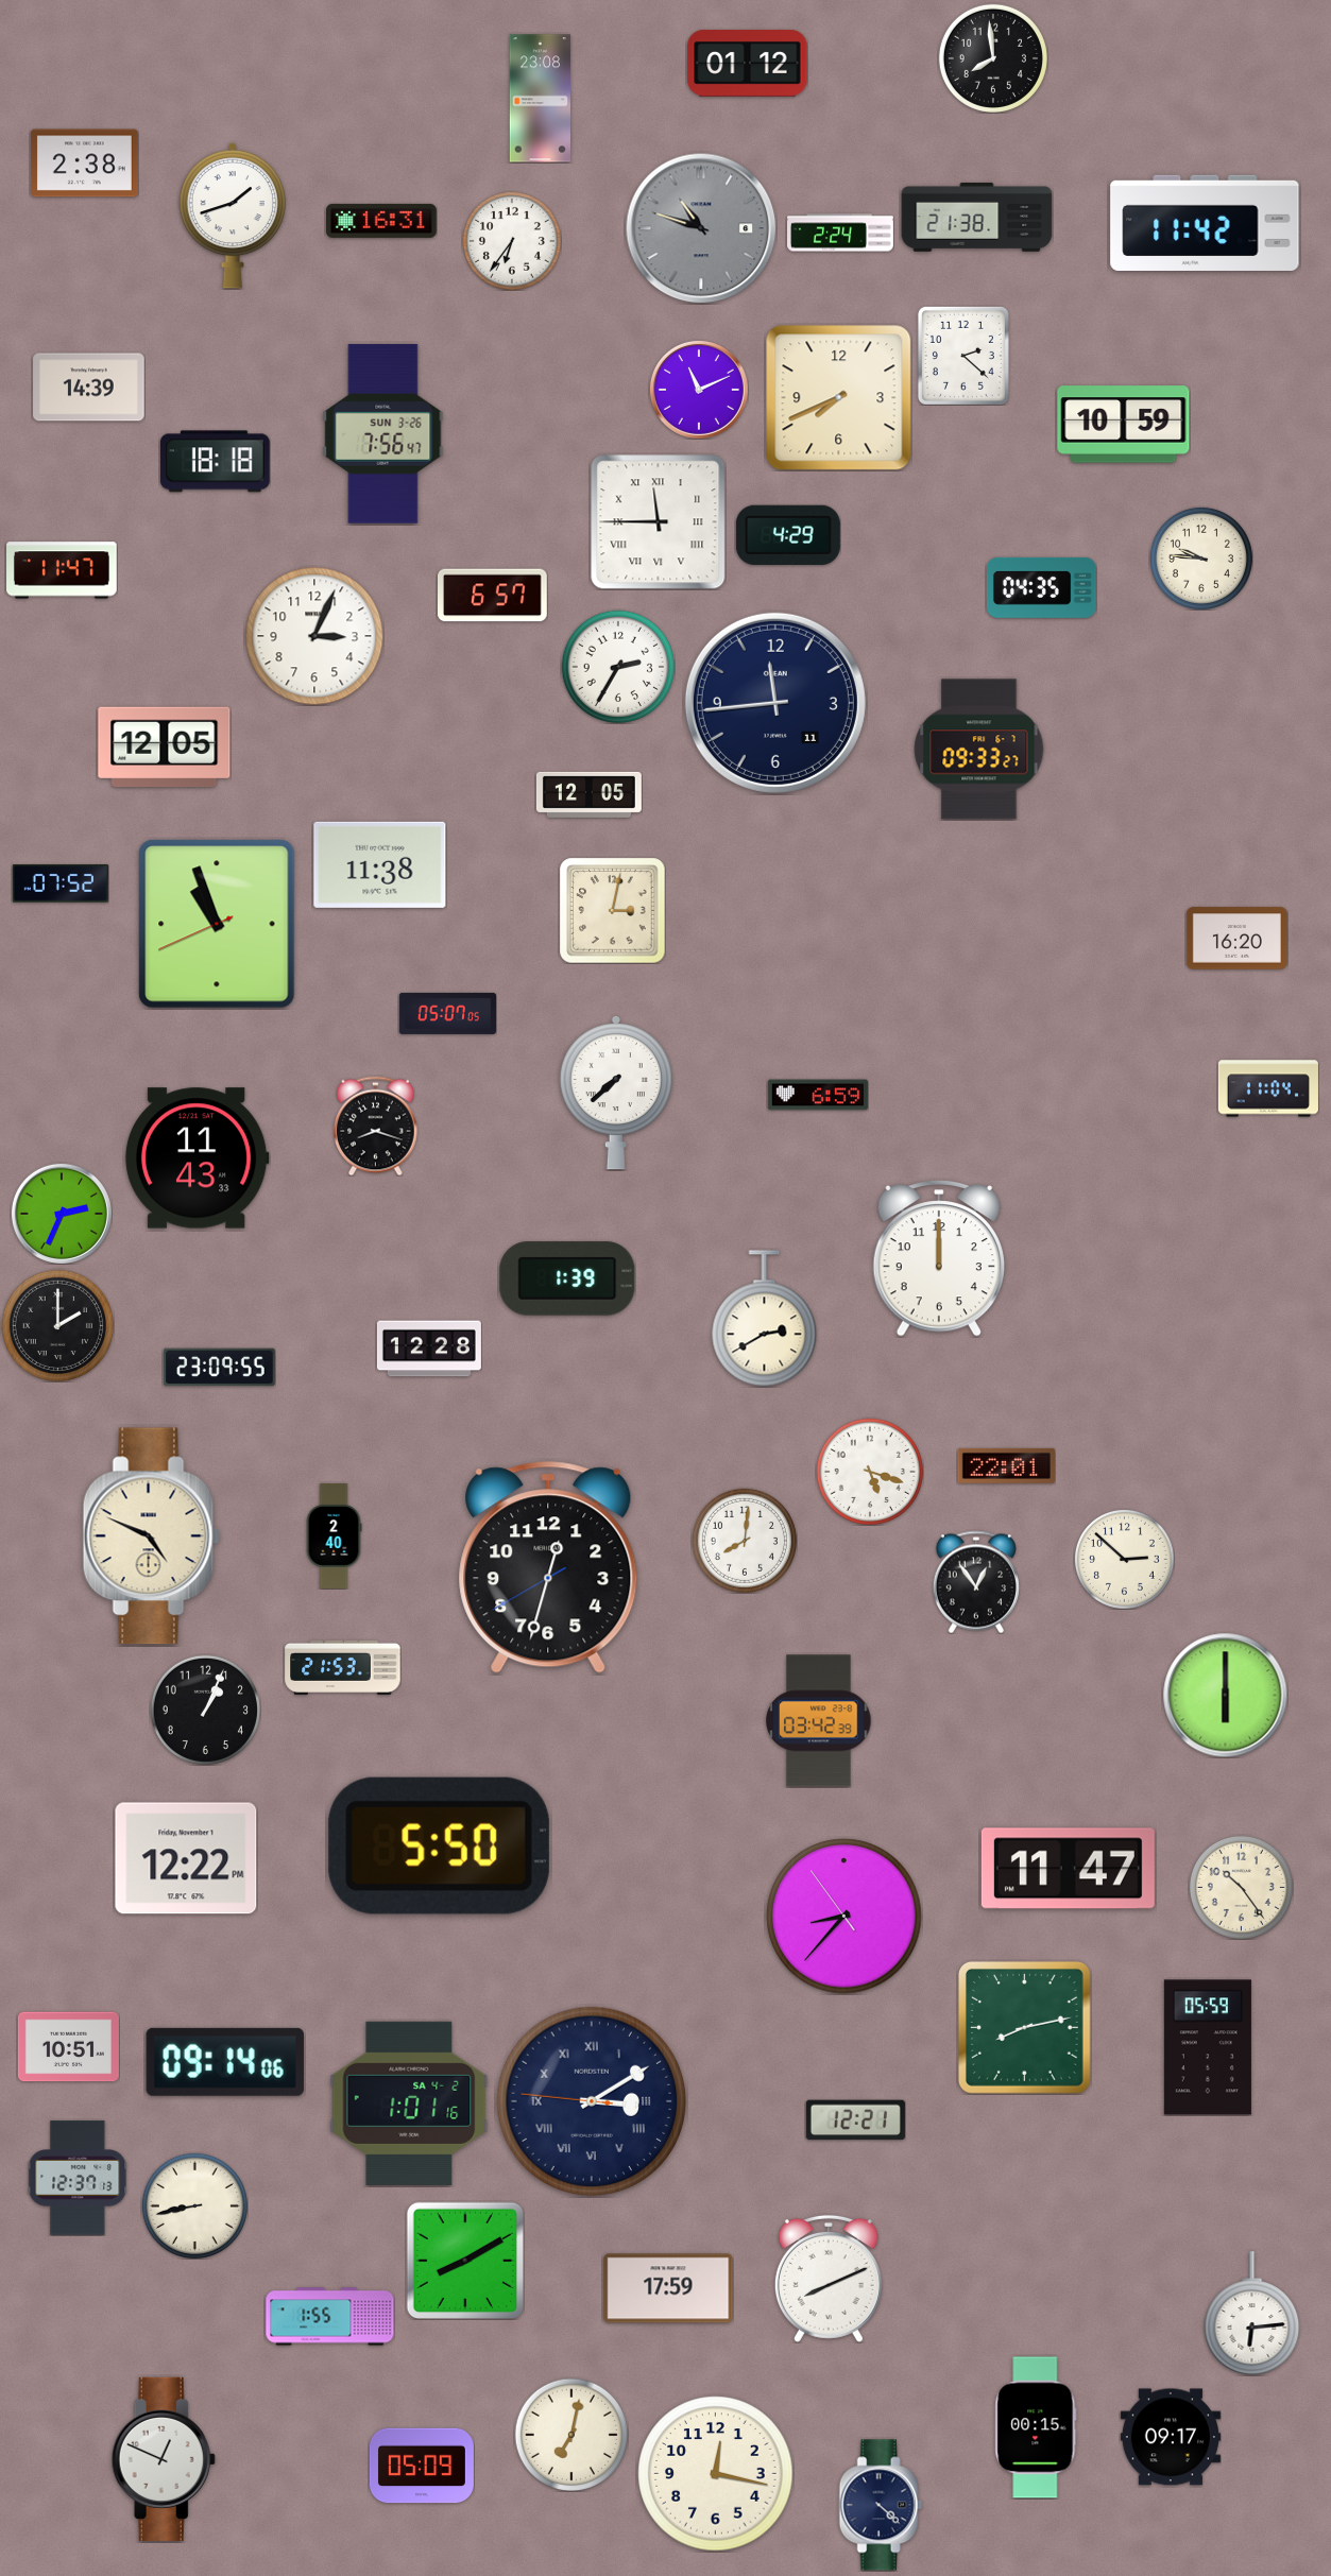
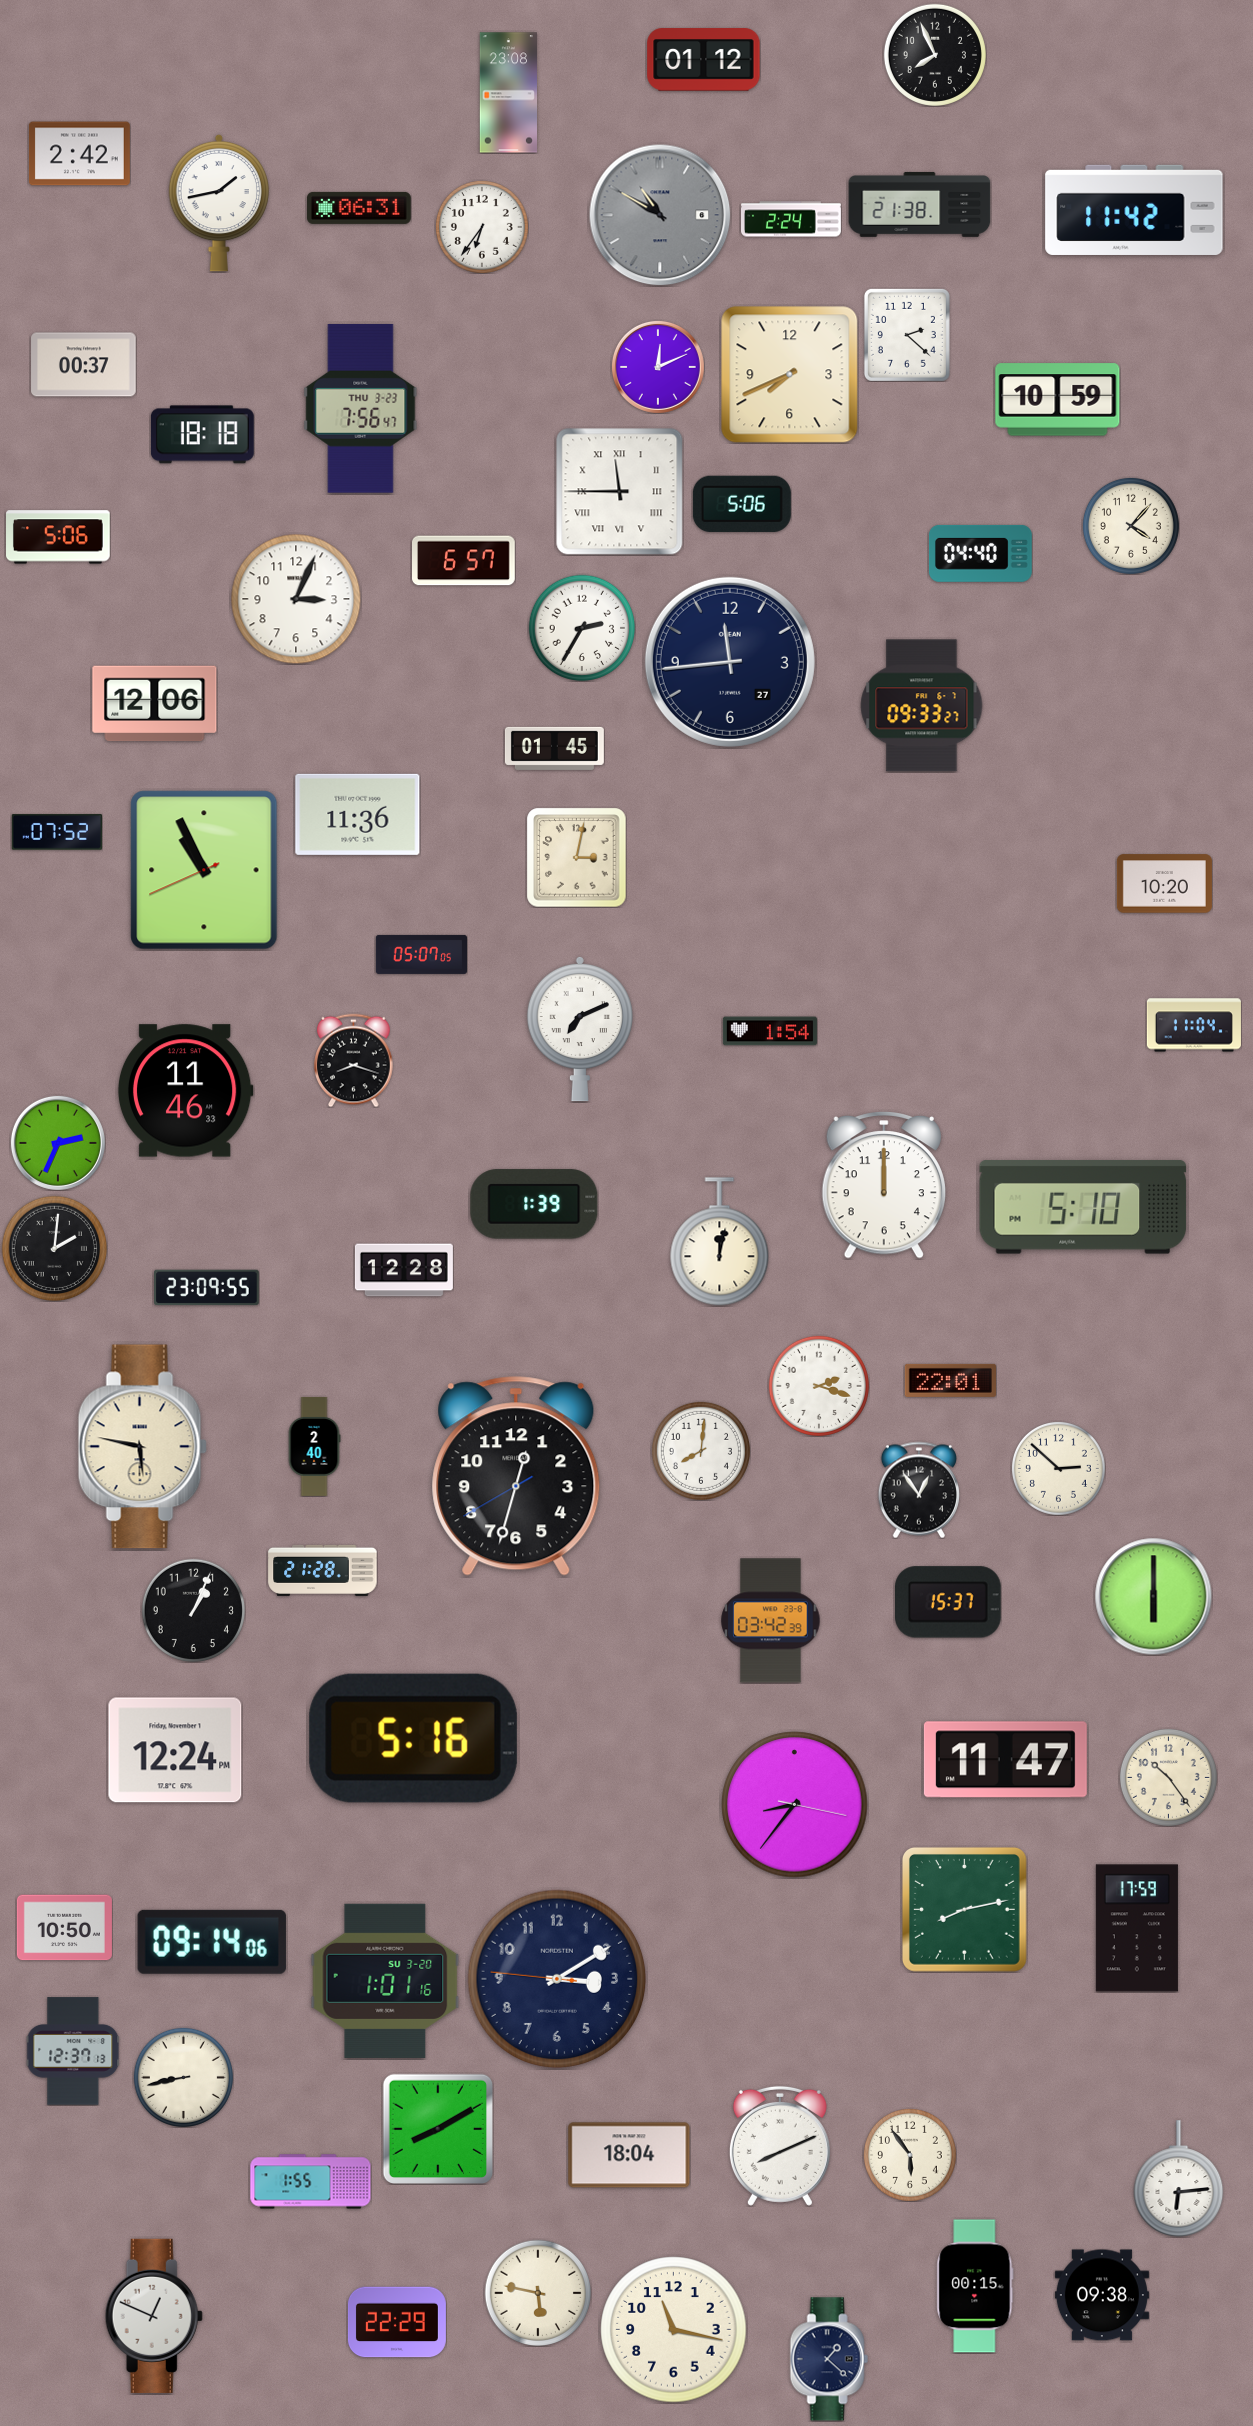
clock at (993, 58): 7:59 -> 7:56
clock at (84, 164): 2:38 -> 2:42
clock at (232, 216): 1:42 -> 1:43
clock at (382, 221): 16:31 -> 06:31
clock at (701, 228): 10:48 -> 10:50
clock at (89, 388): 14:39 -> 00:37
clock at (699, 390): 11:11 -> 12:11
clock at (383, 433) date: SUN 3-26 -> THU 3-23
clock at (788, 535): 4:29 -> 5:06
clock at (1201, 559): 9:46 -> 4:07
clock at (63, 570): 11:47 -> 5:06
clock at (1041, 587): 04:35 -> 04:40
clock at (775, 703) date: 11 -> 27
clock at (165, 748): 12:05 -> 12:06
clock at (588, 794): 12:05 -> 01:45
clock at (380, 864): 11:38 -> 11:36
clock at (217, 924): 10:56 -> 10:55
clock at (1236, 939): 16:20 -> 10:20
clock at (616, 1093): 7:38 -> 7:11
clock at (818, 1095): 6:59 -> 1:54
clock at (197, 1158): 11:43 -> 11:46
clock at (1083, 1207): none -> 5:10
clock at (765, 1319): 2:40 -> 12:02
clock at (57, 1325): 2:00 -> 2:01
clock at (1006, 1465) position: (1006, 1465) -> (950, 1380)
clock at (870, 1472): 5:18 -> 2:18
clock at (151, 1536): 4:49 -> 5:47
clock at (343, 1667): 21:53 -> 21:28
clock at (949, 1602): none -> 15:37
clock at (439, 1845): 5:50 -> 5:16
clock at (186, 1858): 12:22 -> 12:24
clock at (844, 1917): 8:36:54 -> 8:36:17
clock at (68, 2047): 10:51 -> 10:50
clock at (1208, 2047): 05:59 -> 17:59
clock at (592, 2101) numerals: Roman -> Arabic
clock at (409, 2103) date: SA 4-2 -> SU 3-20
clock at (855, 2120): 12:21 -> none
clock at (668, 2288): 17:59 -> 18:04
clock at (910, 2155): none -> 5:54
clock at (571, 2435): 7:02 -> 5:47
clock at (1171, 2437): 09:17 -> 09:38
clock at (422, 2466): 05:09 -> 22:29
clock at (716, 2474): 12:17 -> 11:17
clock at (881, 2505): 4:22 -> 1:22
